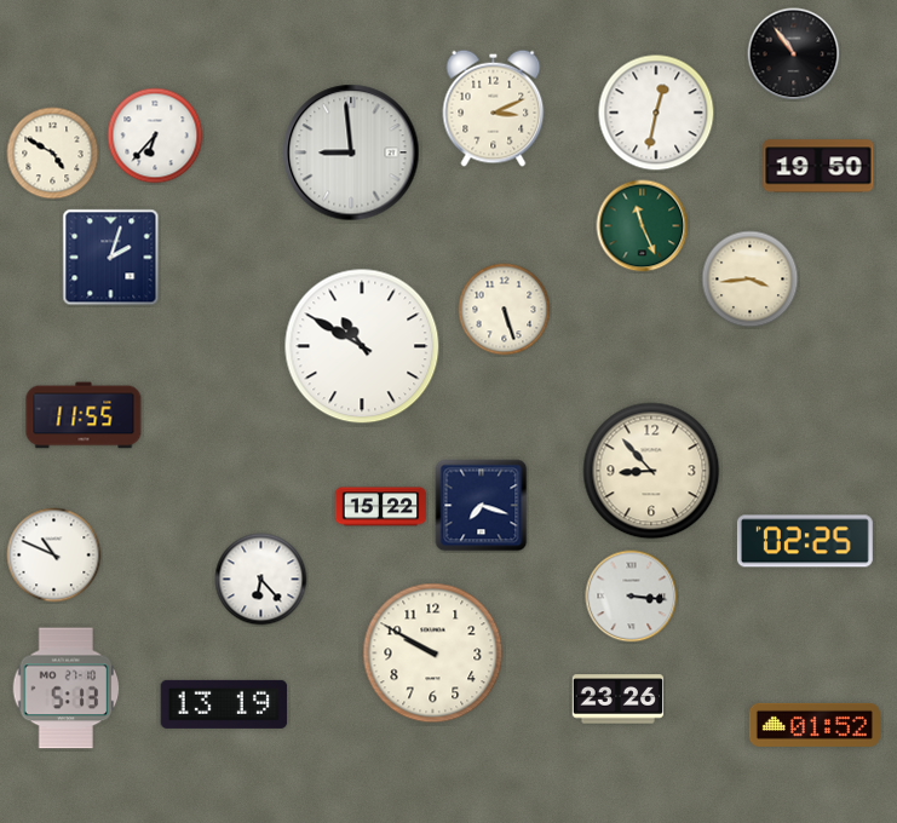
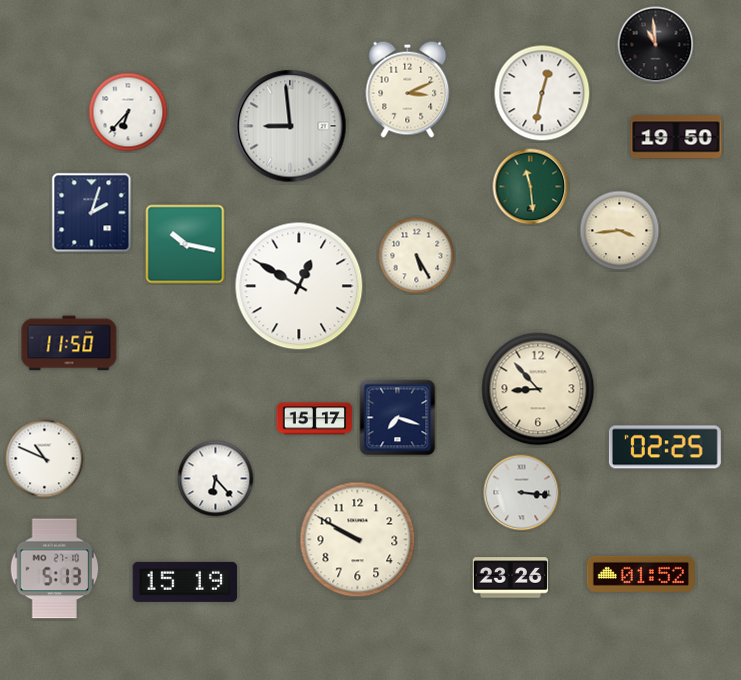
clock at (794, 54): 10:54 -> 10:59
clock at (53, 154): 4:50 -> none
clock at (643, 226): 11:26 -> 11:29
clock at (185, 244): none -> 10:17
clock at (505, 310): 5:27 -> 5:25
clock at (362, 346): 10:50 -> 12:50
clock at (84, 415): 11:55 -> 11:50
clock at (381, 507): 15:22 -> 15:17
clock at (224, 704): 13:19 -> 15:19
clock at (815, 725) position: (815, 725) -> (641, 574)
